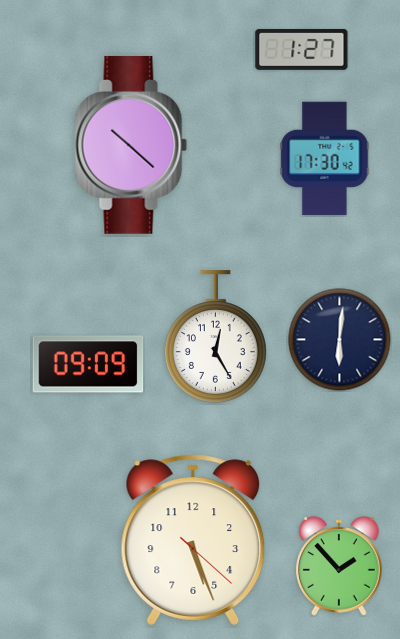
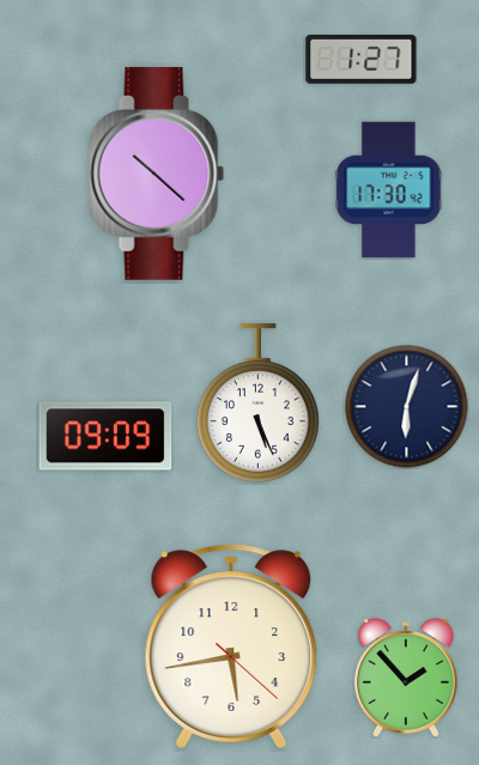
clock at (215, 337): 12:25 -> 5:26
clock at (340, 340): 6:01 -> 6:03
clock at (193, 540): 5:26 -> 5:43
